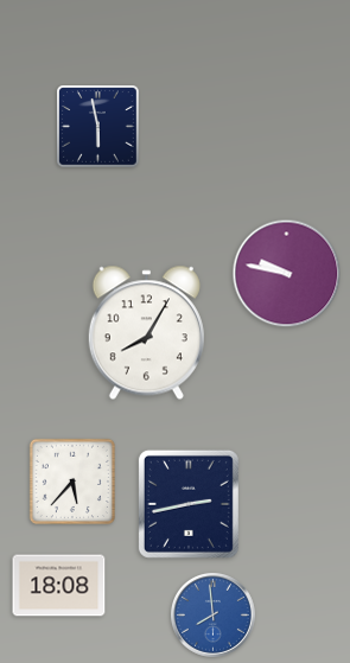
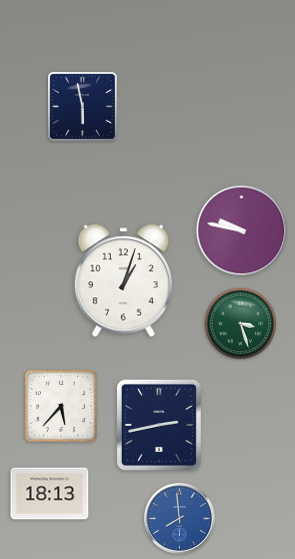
clock at (146, 333): 8:05 -> 1:03
clock at (241, 324): none -> 3:27
clock at (59, 586): 18:08 -> 18:13
